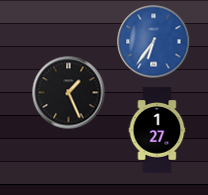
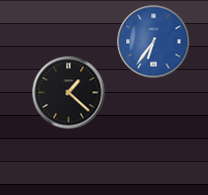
clock at (69, 93): 1:26 -> 1:22
clock at (157, 130): 1:27 -> none
